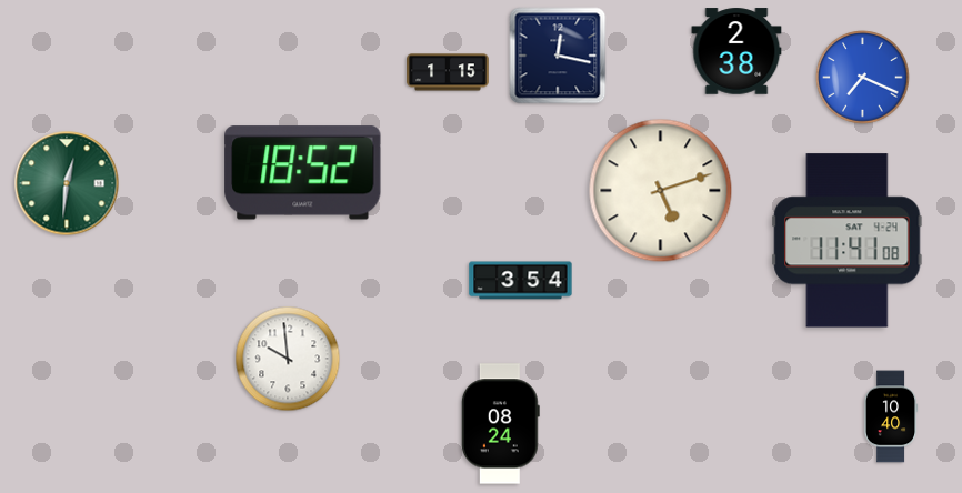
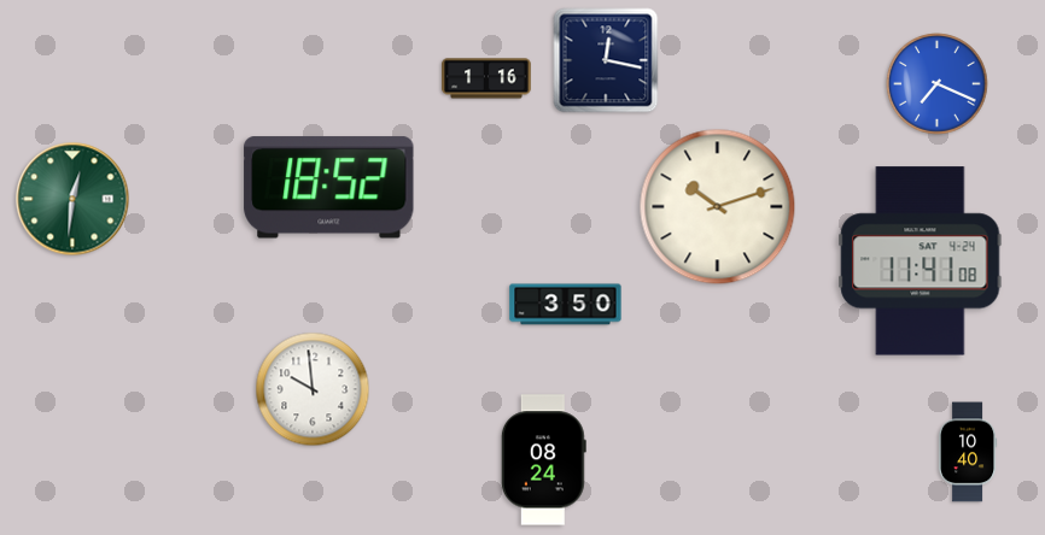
clock at (736, 51): 2:38 -> none
clock at (448, 72): 1:15 -> 1:16
clock at (661, 191): 5:12 -> 10:12
clock at (521, 281): 3:54 -> 3:50
